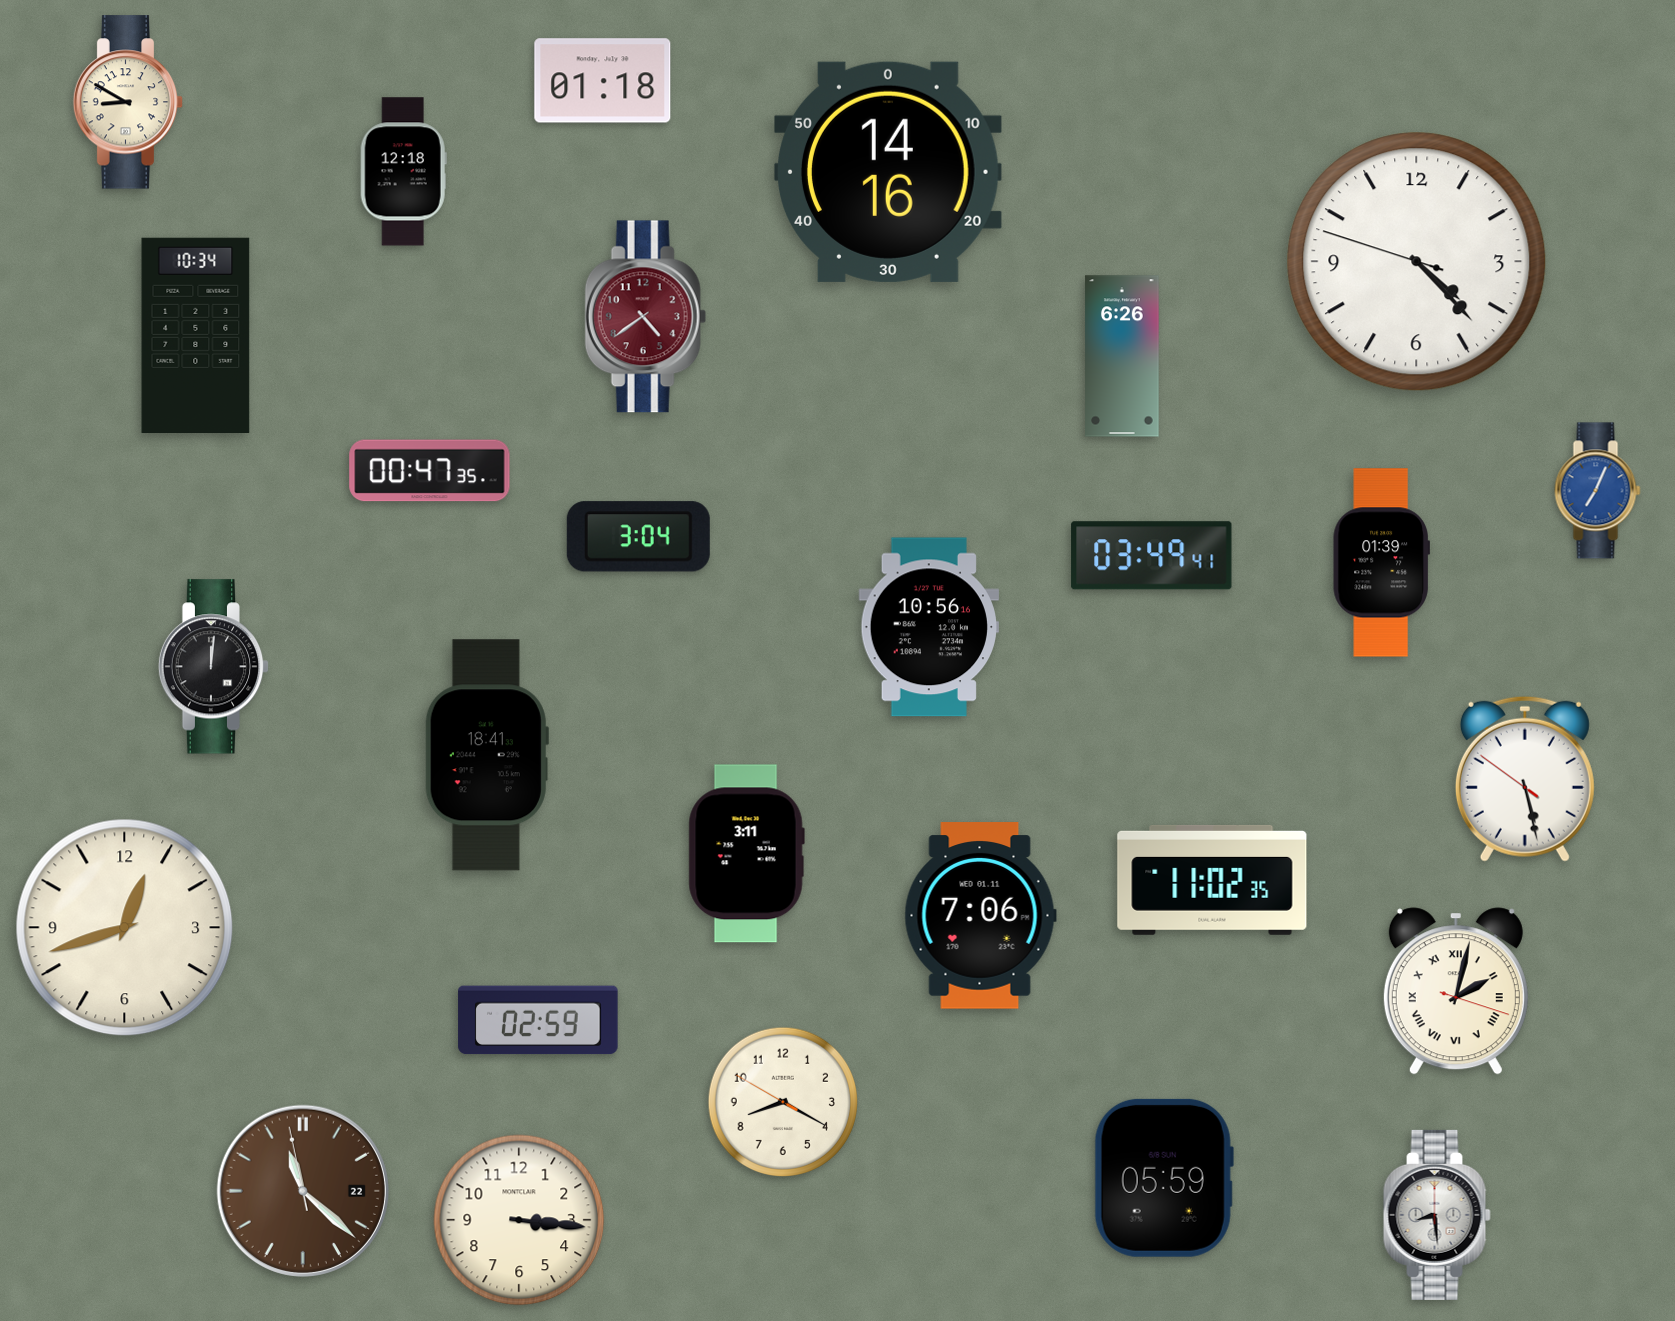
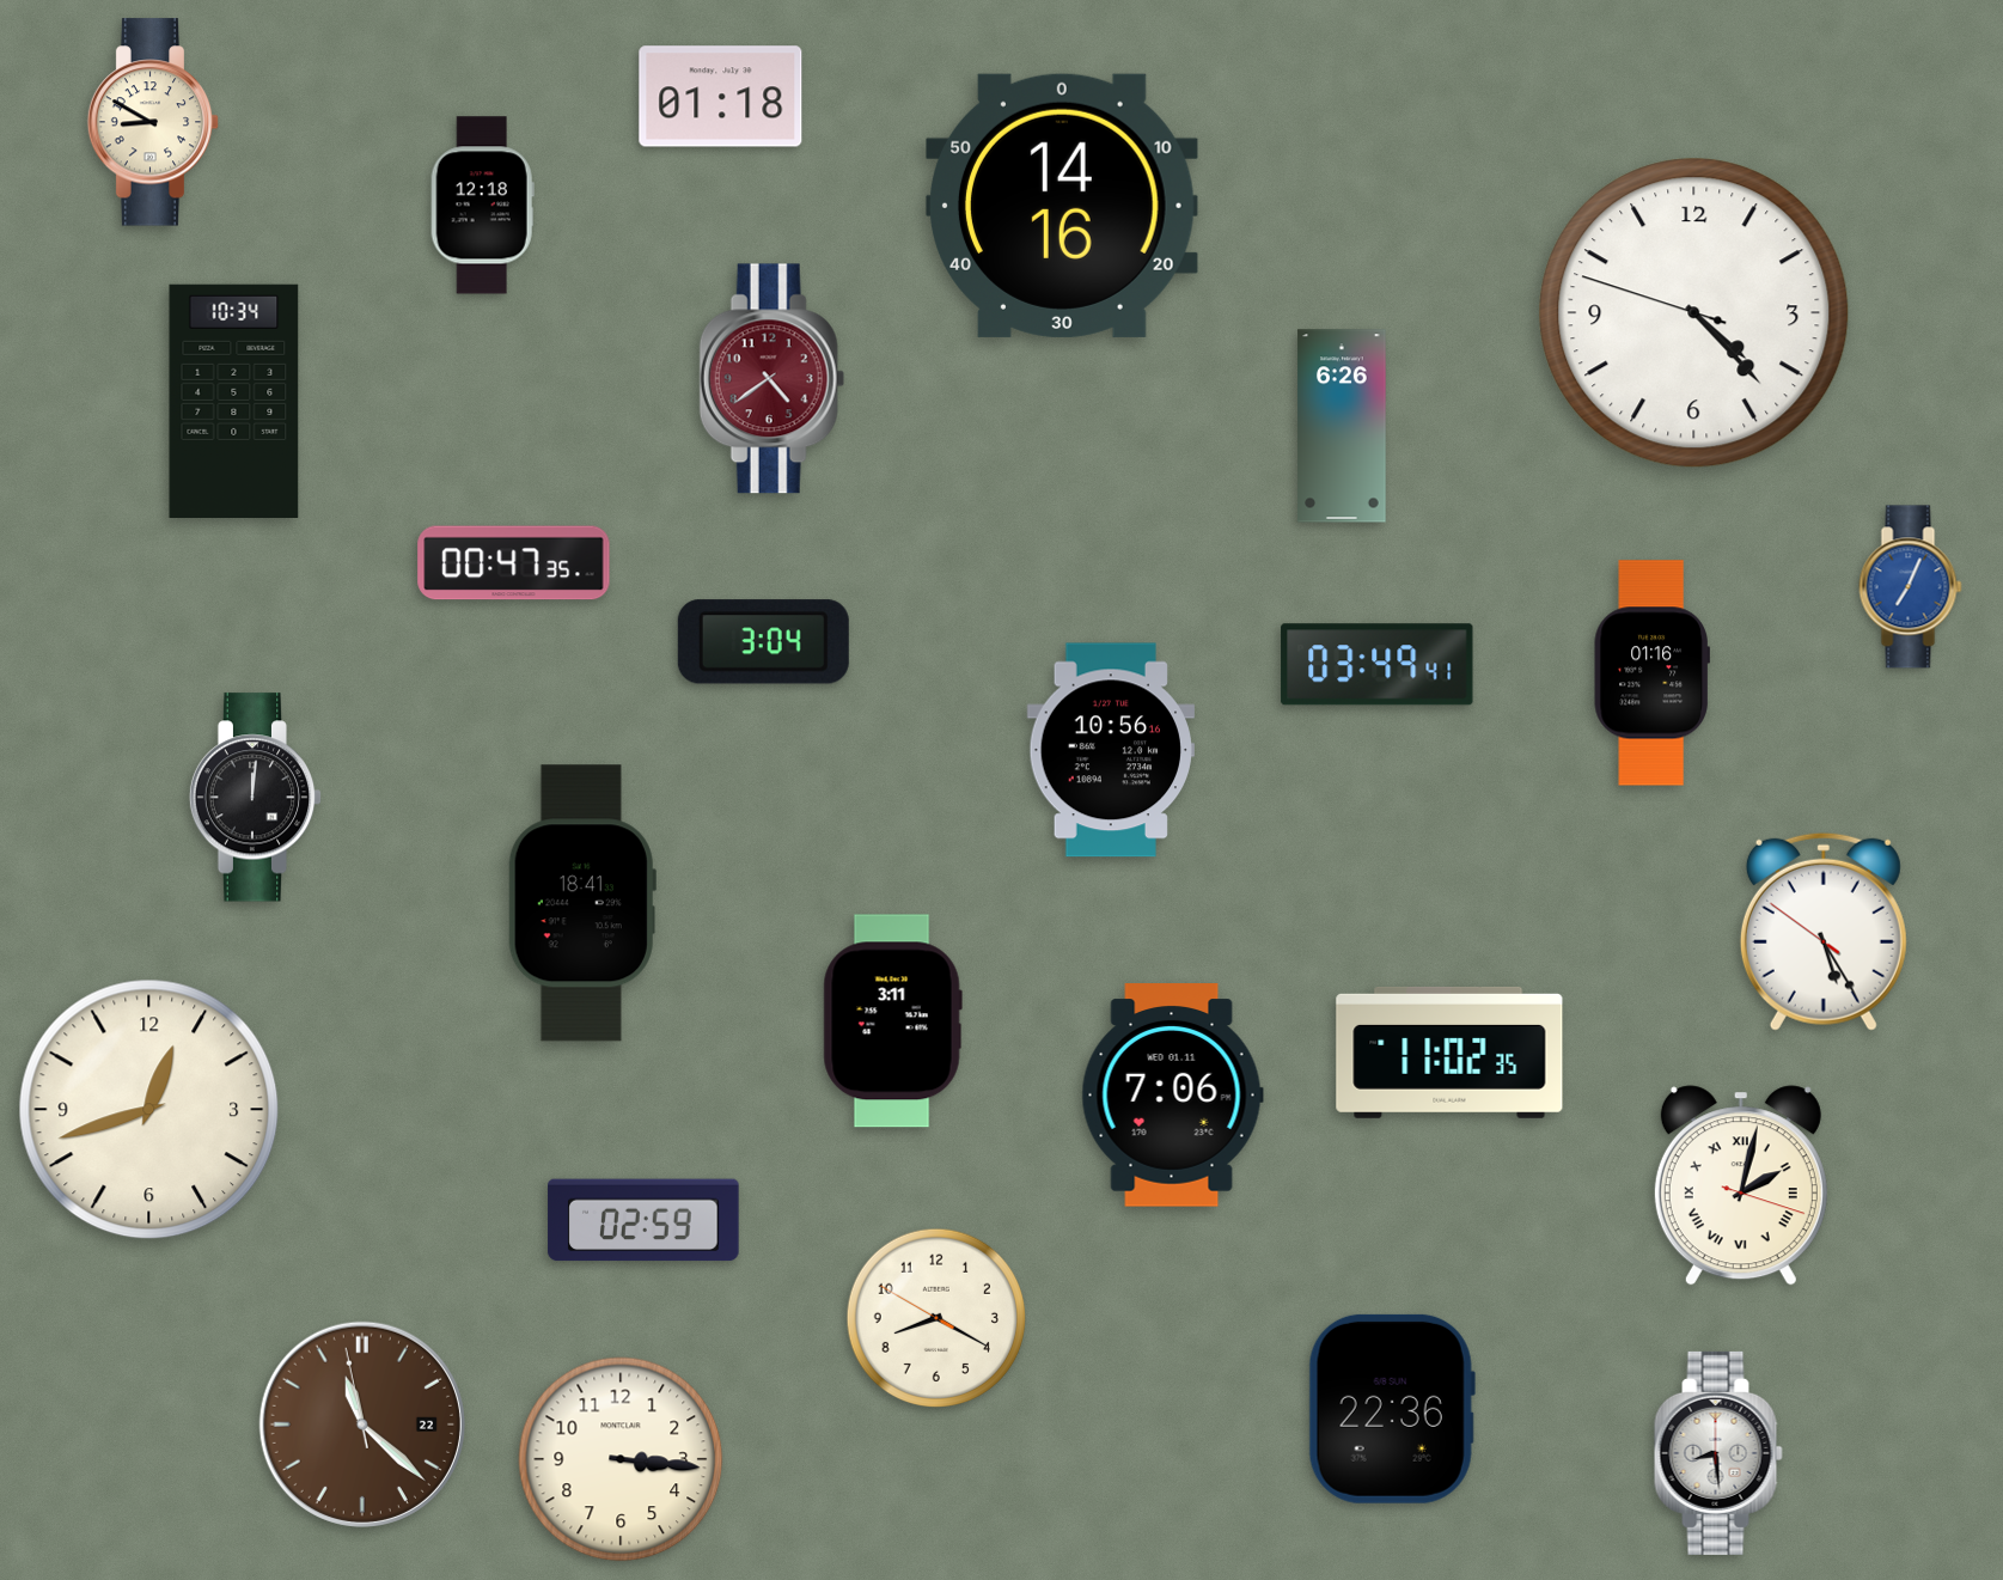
clock at (1381, 563): 01:39 -> 01:16
clock at (1525, 779): 5:27 -> 5:24
clock at (1164, 1178): 05:59 -> 22:36
